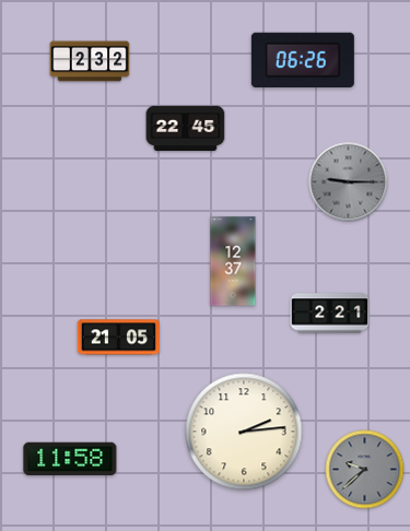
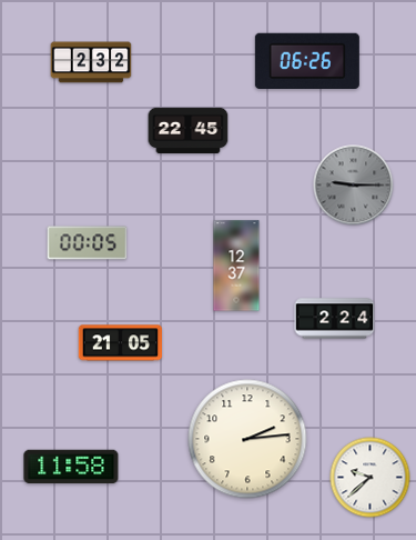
clock at (88, 243): none -> 00:05
clock at (330, 314): 2:21 -> 2:24
clock at (365, 470) dial: grey -> white
